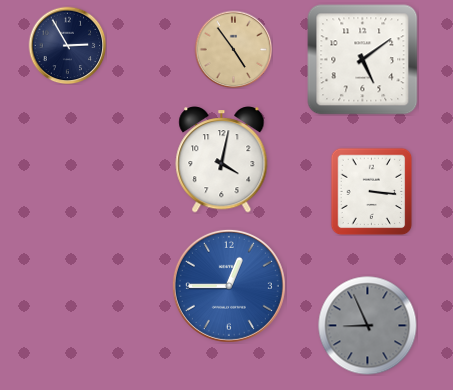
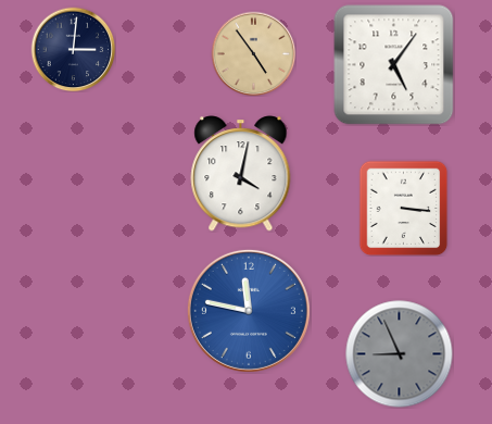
clock at (67, 45): 2:55 -> 3:01
clock at (363, 60): 5:09 -> 5:06
clock at (229, 286): 12:45 -> 11:47
